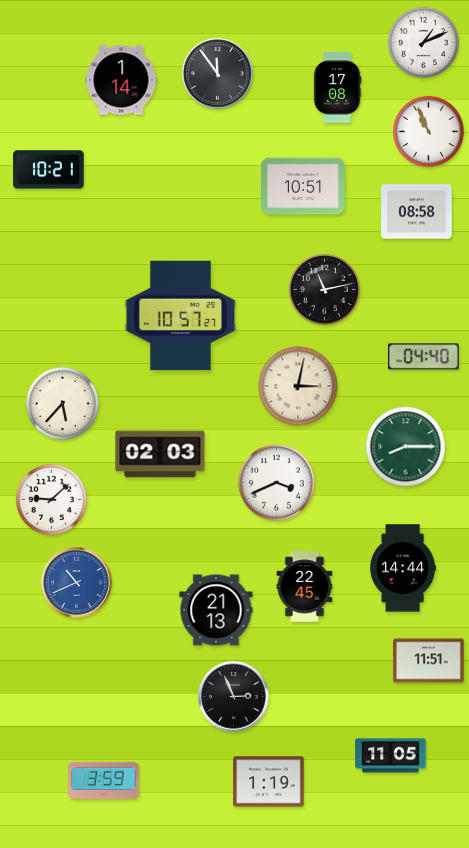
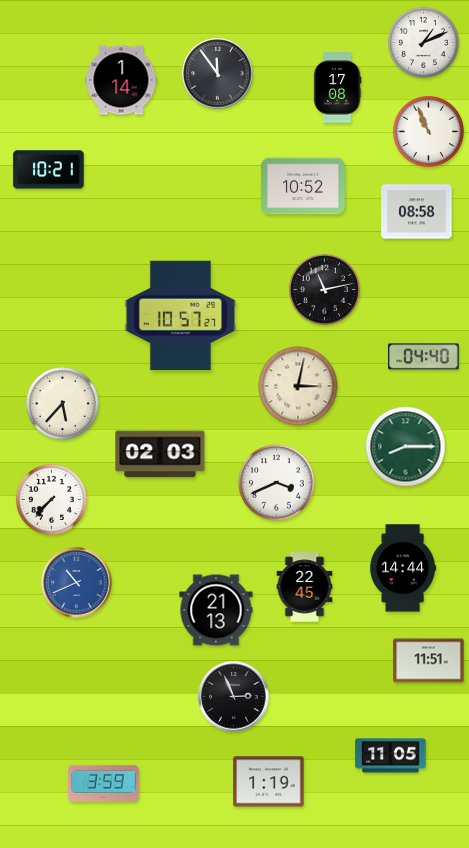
clock at (304, 186): 10:51 -> 10:52
clock at (51, 499): 9:08 -> 7:37
clock at (104, 780) position: (104, 780) -> (104, 783)
